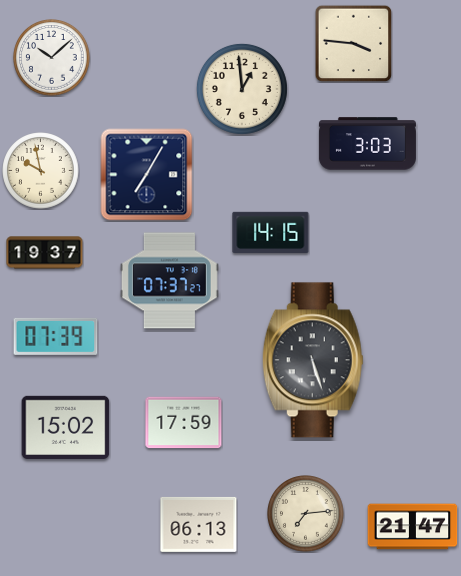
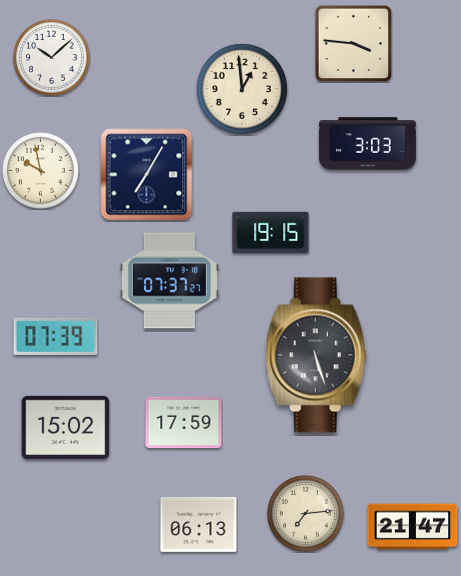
clock at (271, 232): 14:15 -> 19:15
clock at (45, 253): 19:37 -> none
clock at (313, 360) position: (313, 360) -> (316, 355)
